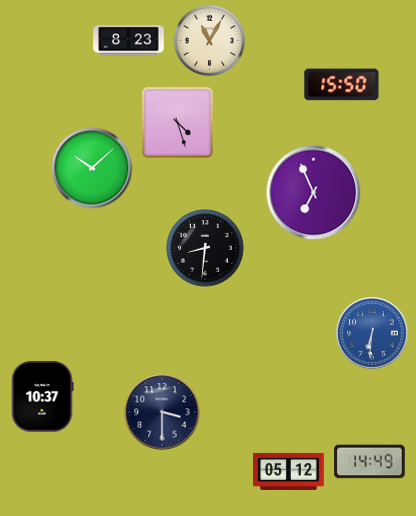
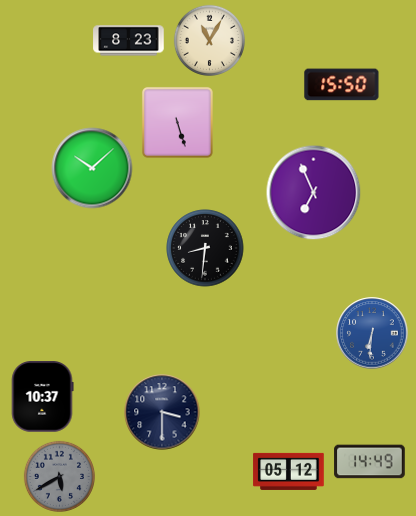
clock at (177, 122): 4:27 -> 5:27
clock at (59, 476): none -> 5:40
